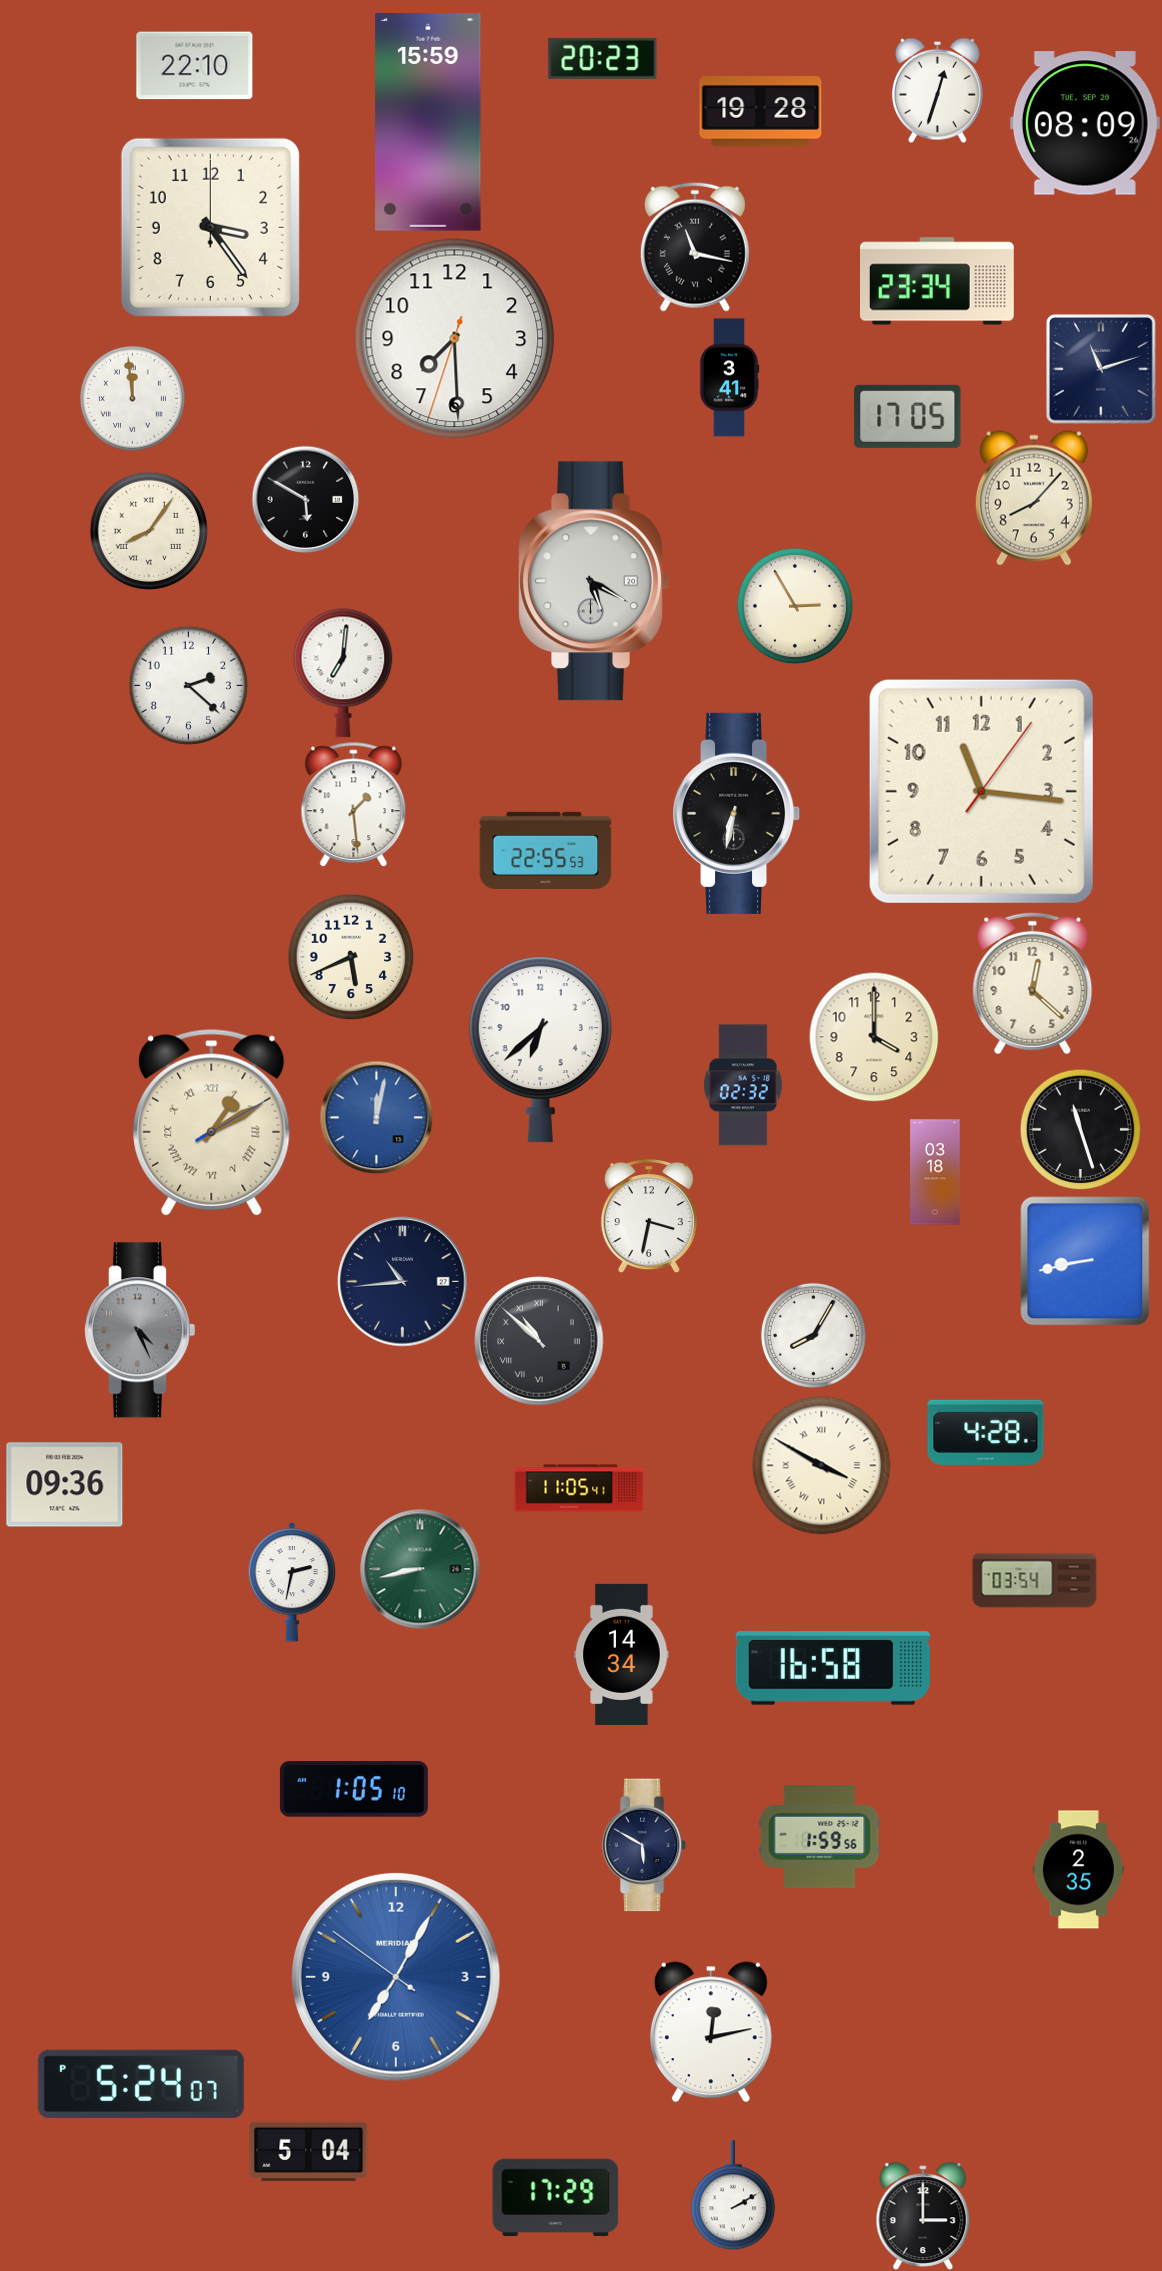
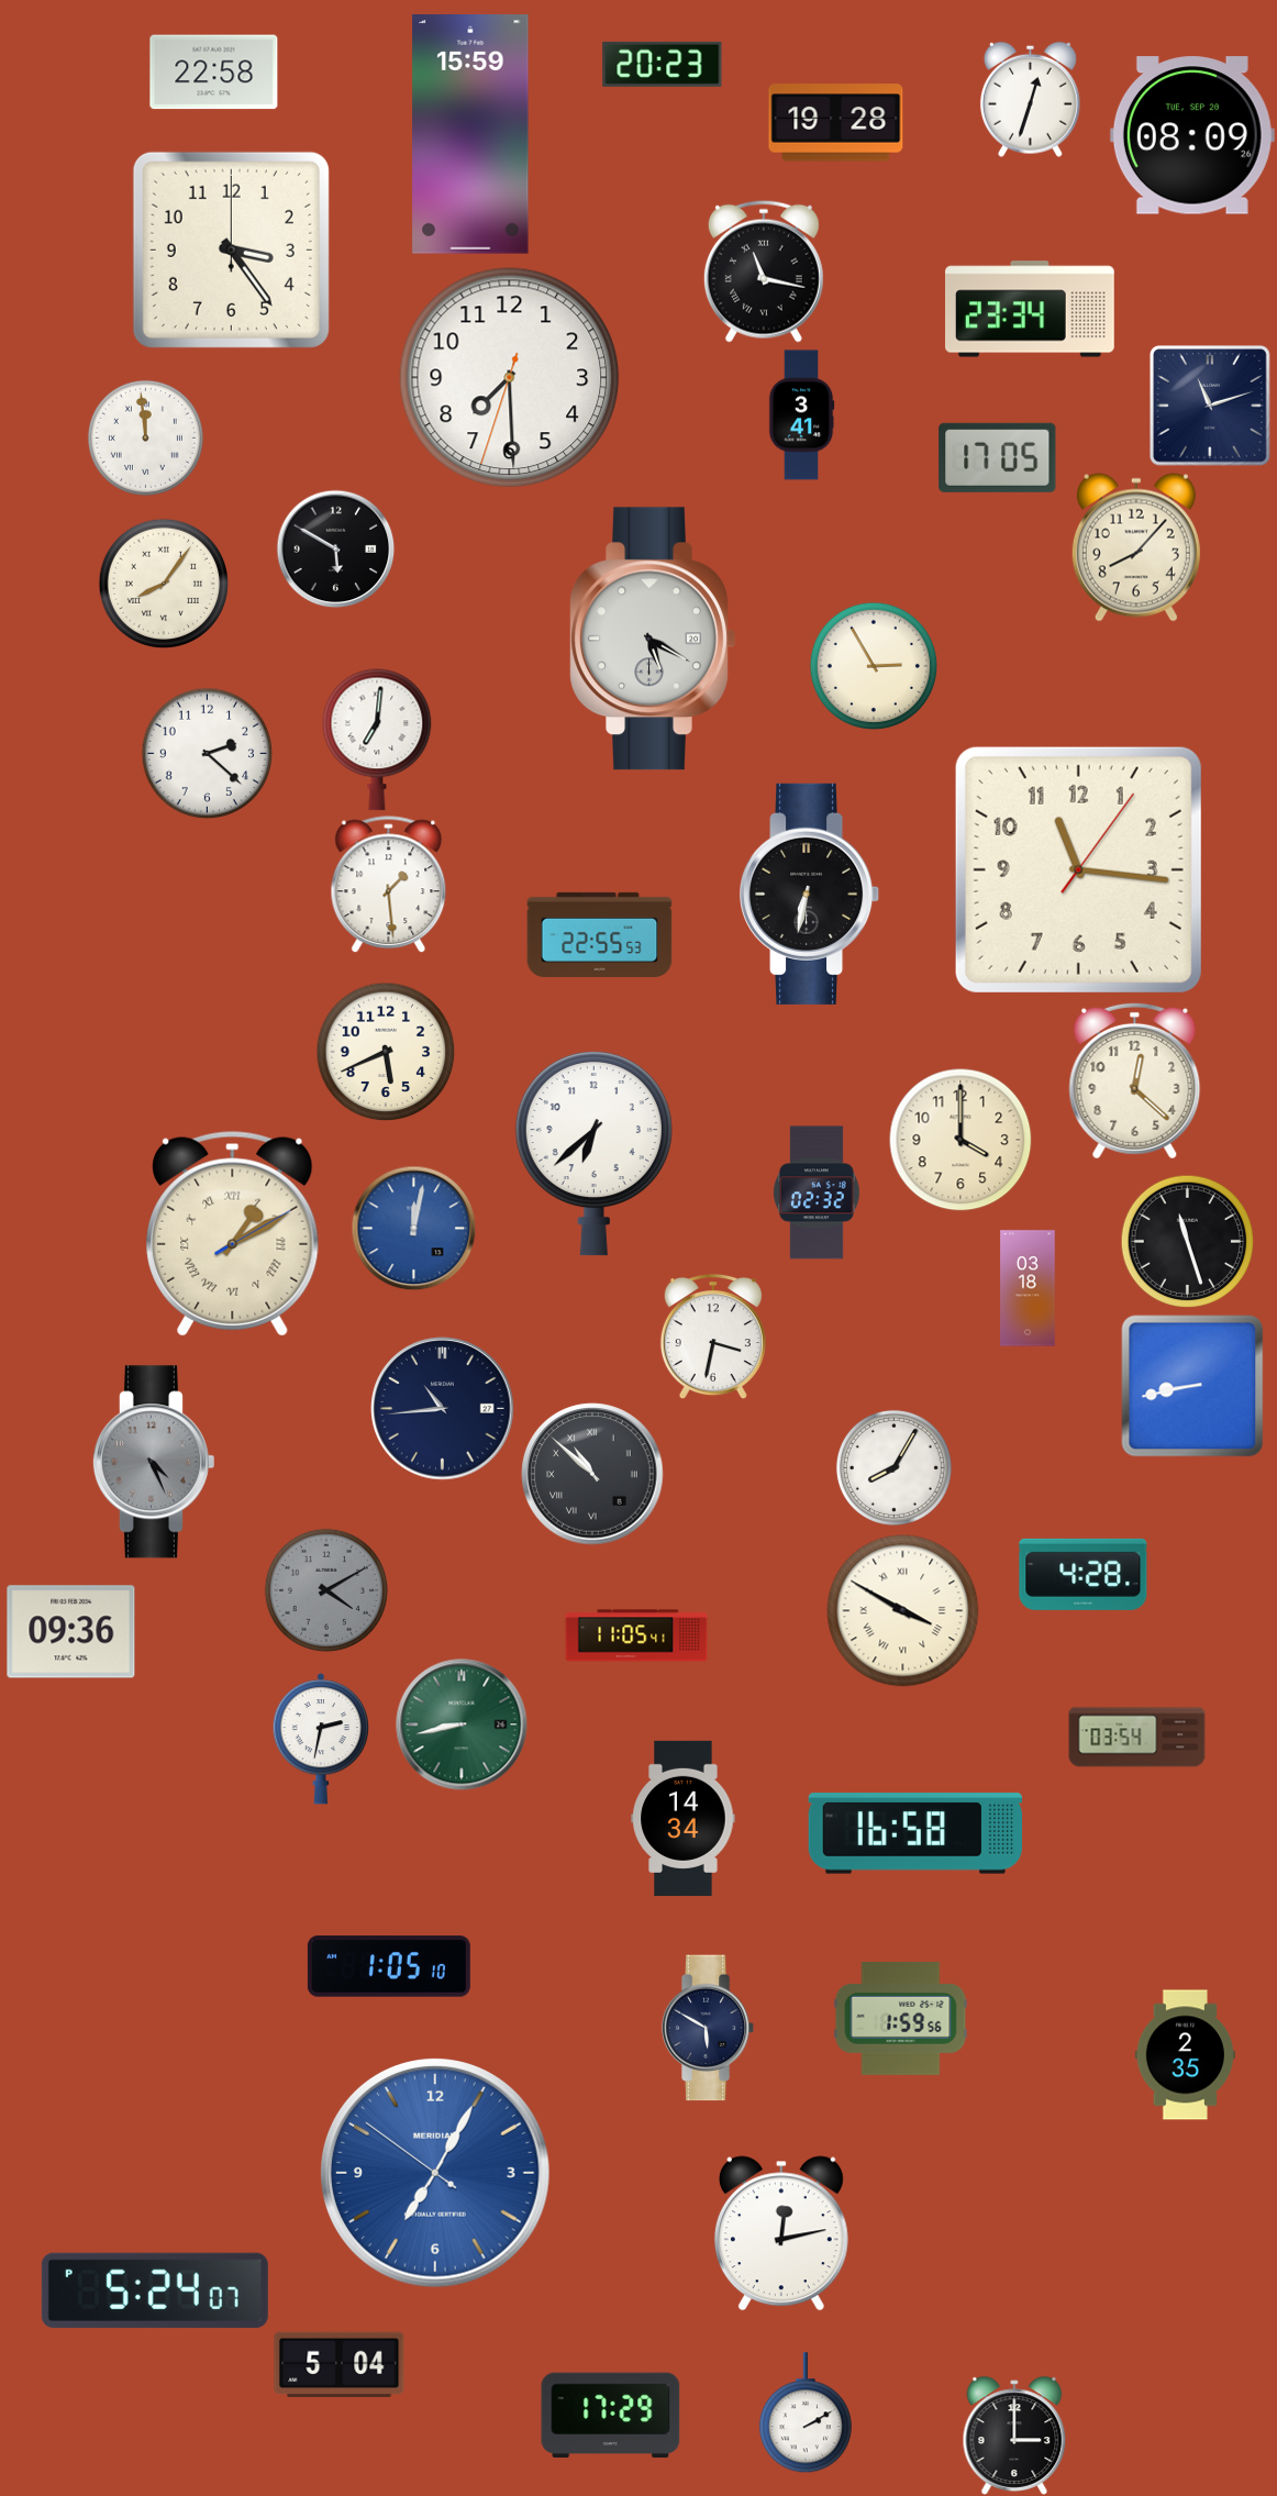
clock at (195, 66): 22:10 -> 22:58
clock at (455, 339) position: (455, 339) -> (510, 378)
clock at (326, 1590): none -> 4:10
